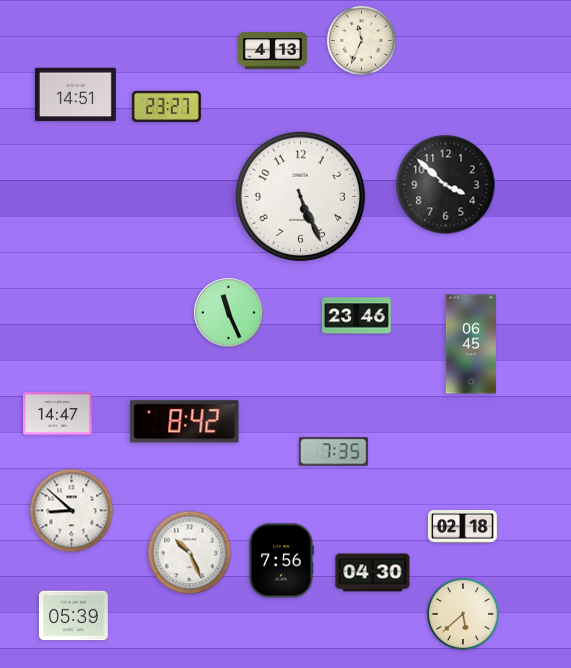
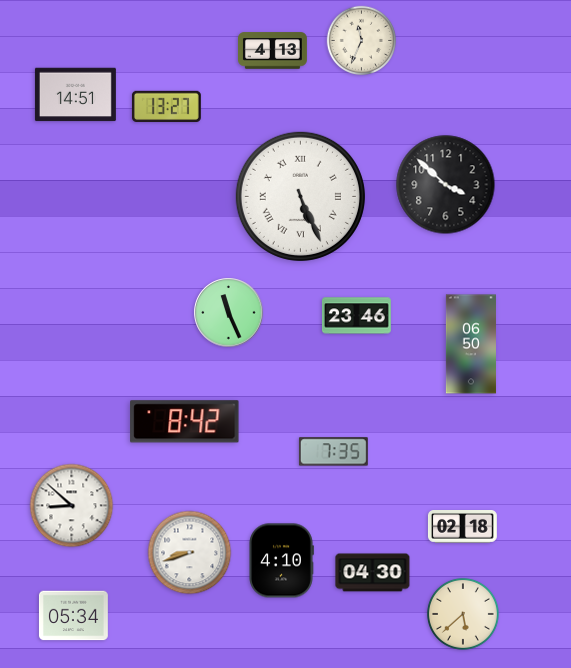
clock at (166, 106): 23:27 -> 13:27
clock at (300, 196) numerals: Arabic -> Roman
clock at (471, 344): 06:45 -> 06:50
clock at (57, 414): 14:47 -> none
clock at (72, 511) position: (72, 511) -> (72, 506)
clock at (190, 553): 10:26 -> 8:42
clock at (281, 561): 7:56 -> 4:10
clock at (73, 616): 05:39 -> 05:34
